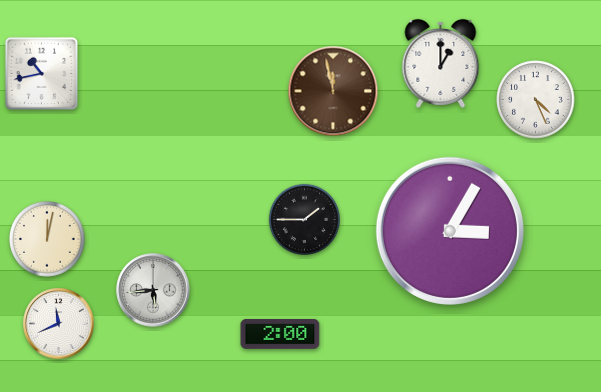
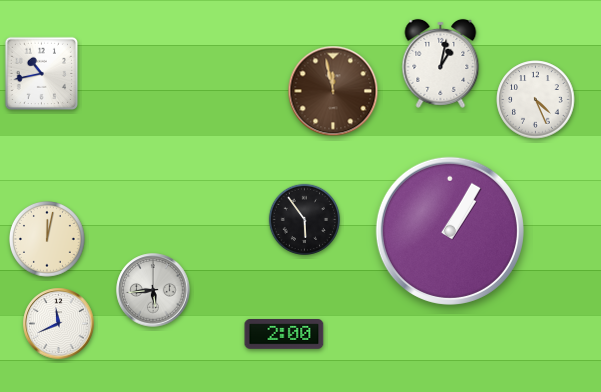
clock at (441, 63): 1:00 -> 1:02
clock at (304, 219): 1:45 -> 5:54
clock at (450, 231): 3:05 -> 1:05
clock at (280, 335) position: (280, 335) -> (284, 335)
